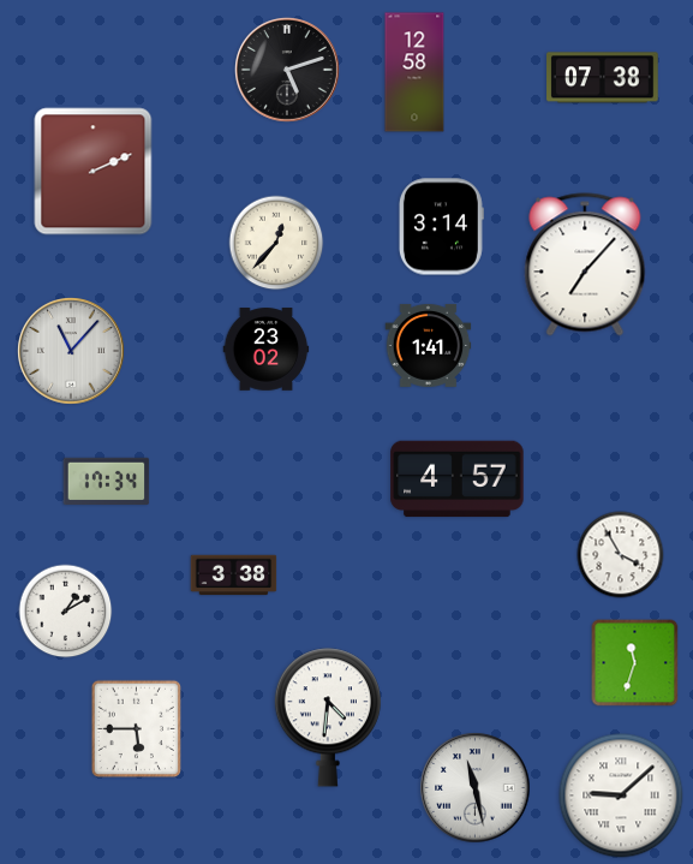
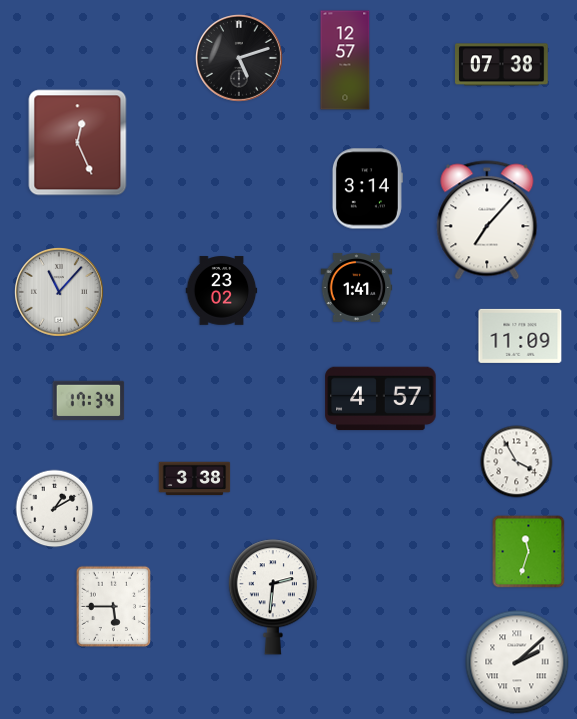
clock at (414, 72): 12:58 -> 12:57
clock at (94, 172): 2:11 -> 12:26
clock at (276, 243): 12:37 -> none
clock at (520, 336): none -> 11:09
clock at (328, 717): 4:31 -> 2:31
clock at (476, 788): 11:28 -> none
clock at (621, 796): 9:08 -> 2:08
